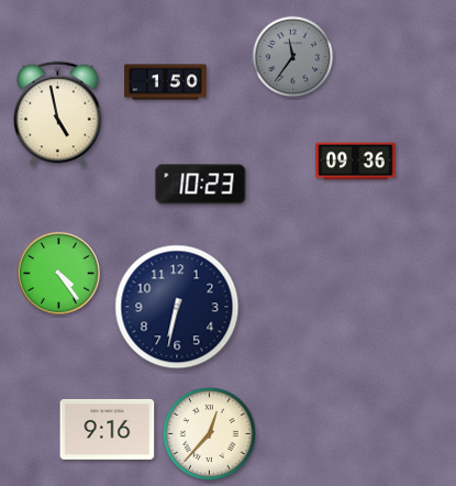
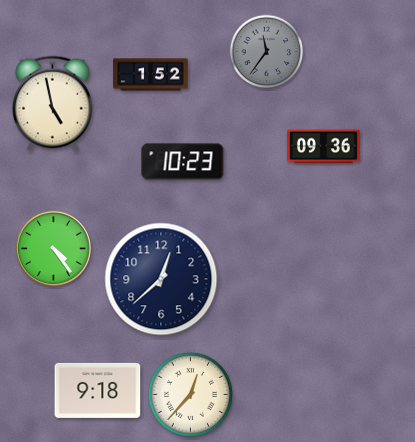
clock at (166, 82): 1:50 -> 1:52
clock at (201, 185) position: (201, 185) -> (183, 162)
clock at (177, 307): 6:32 -> 12:38
clock at (108, 429): 9:16 -> 9:18
